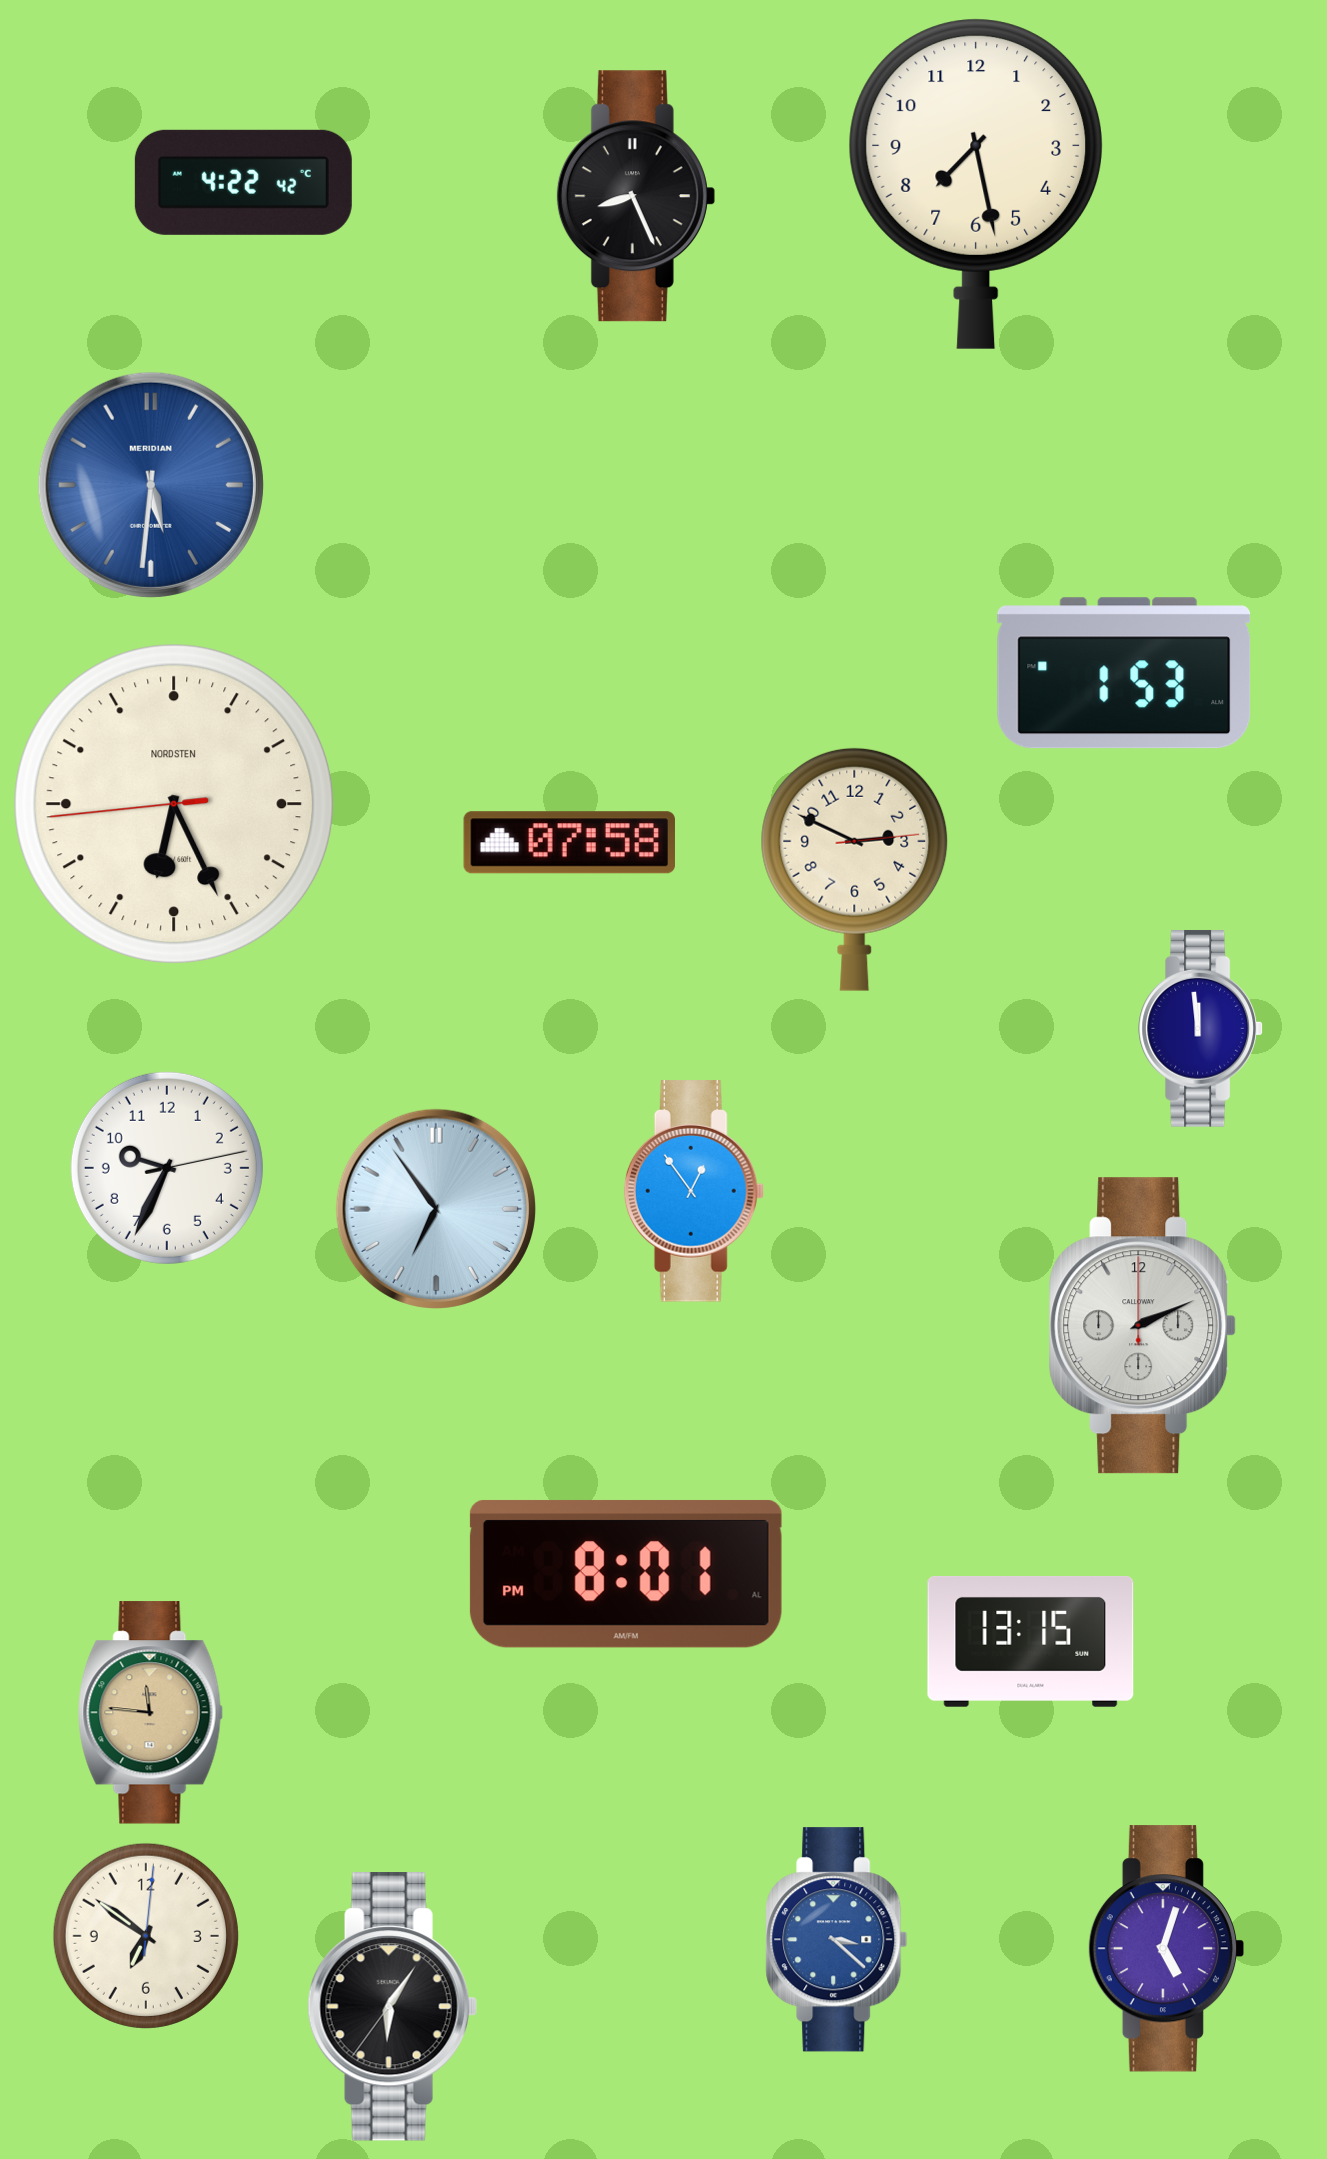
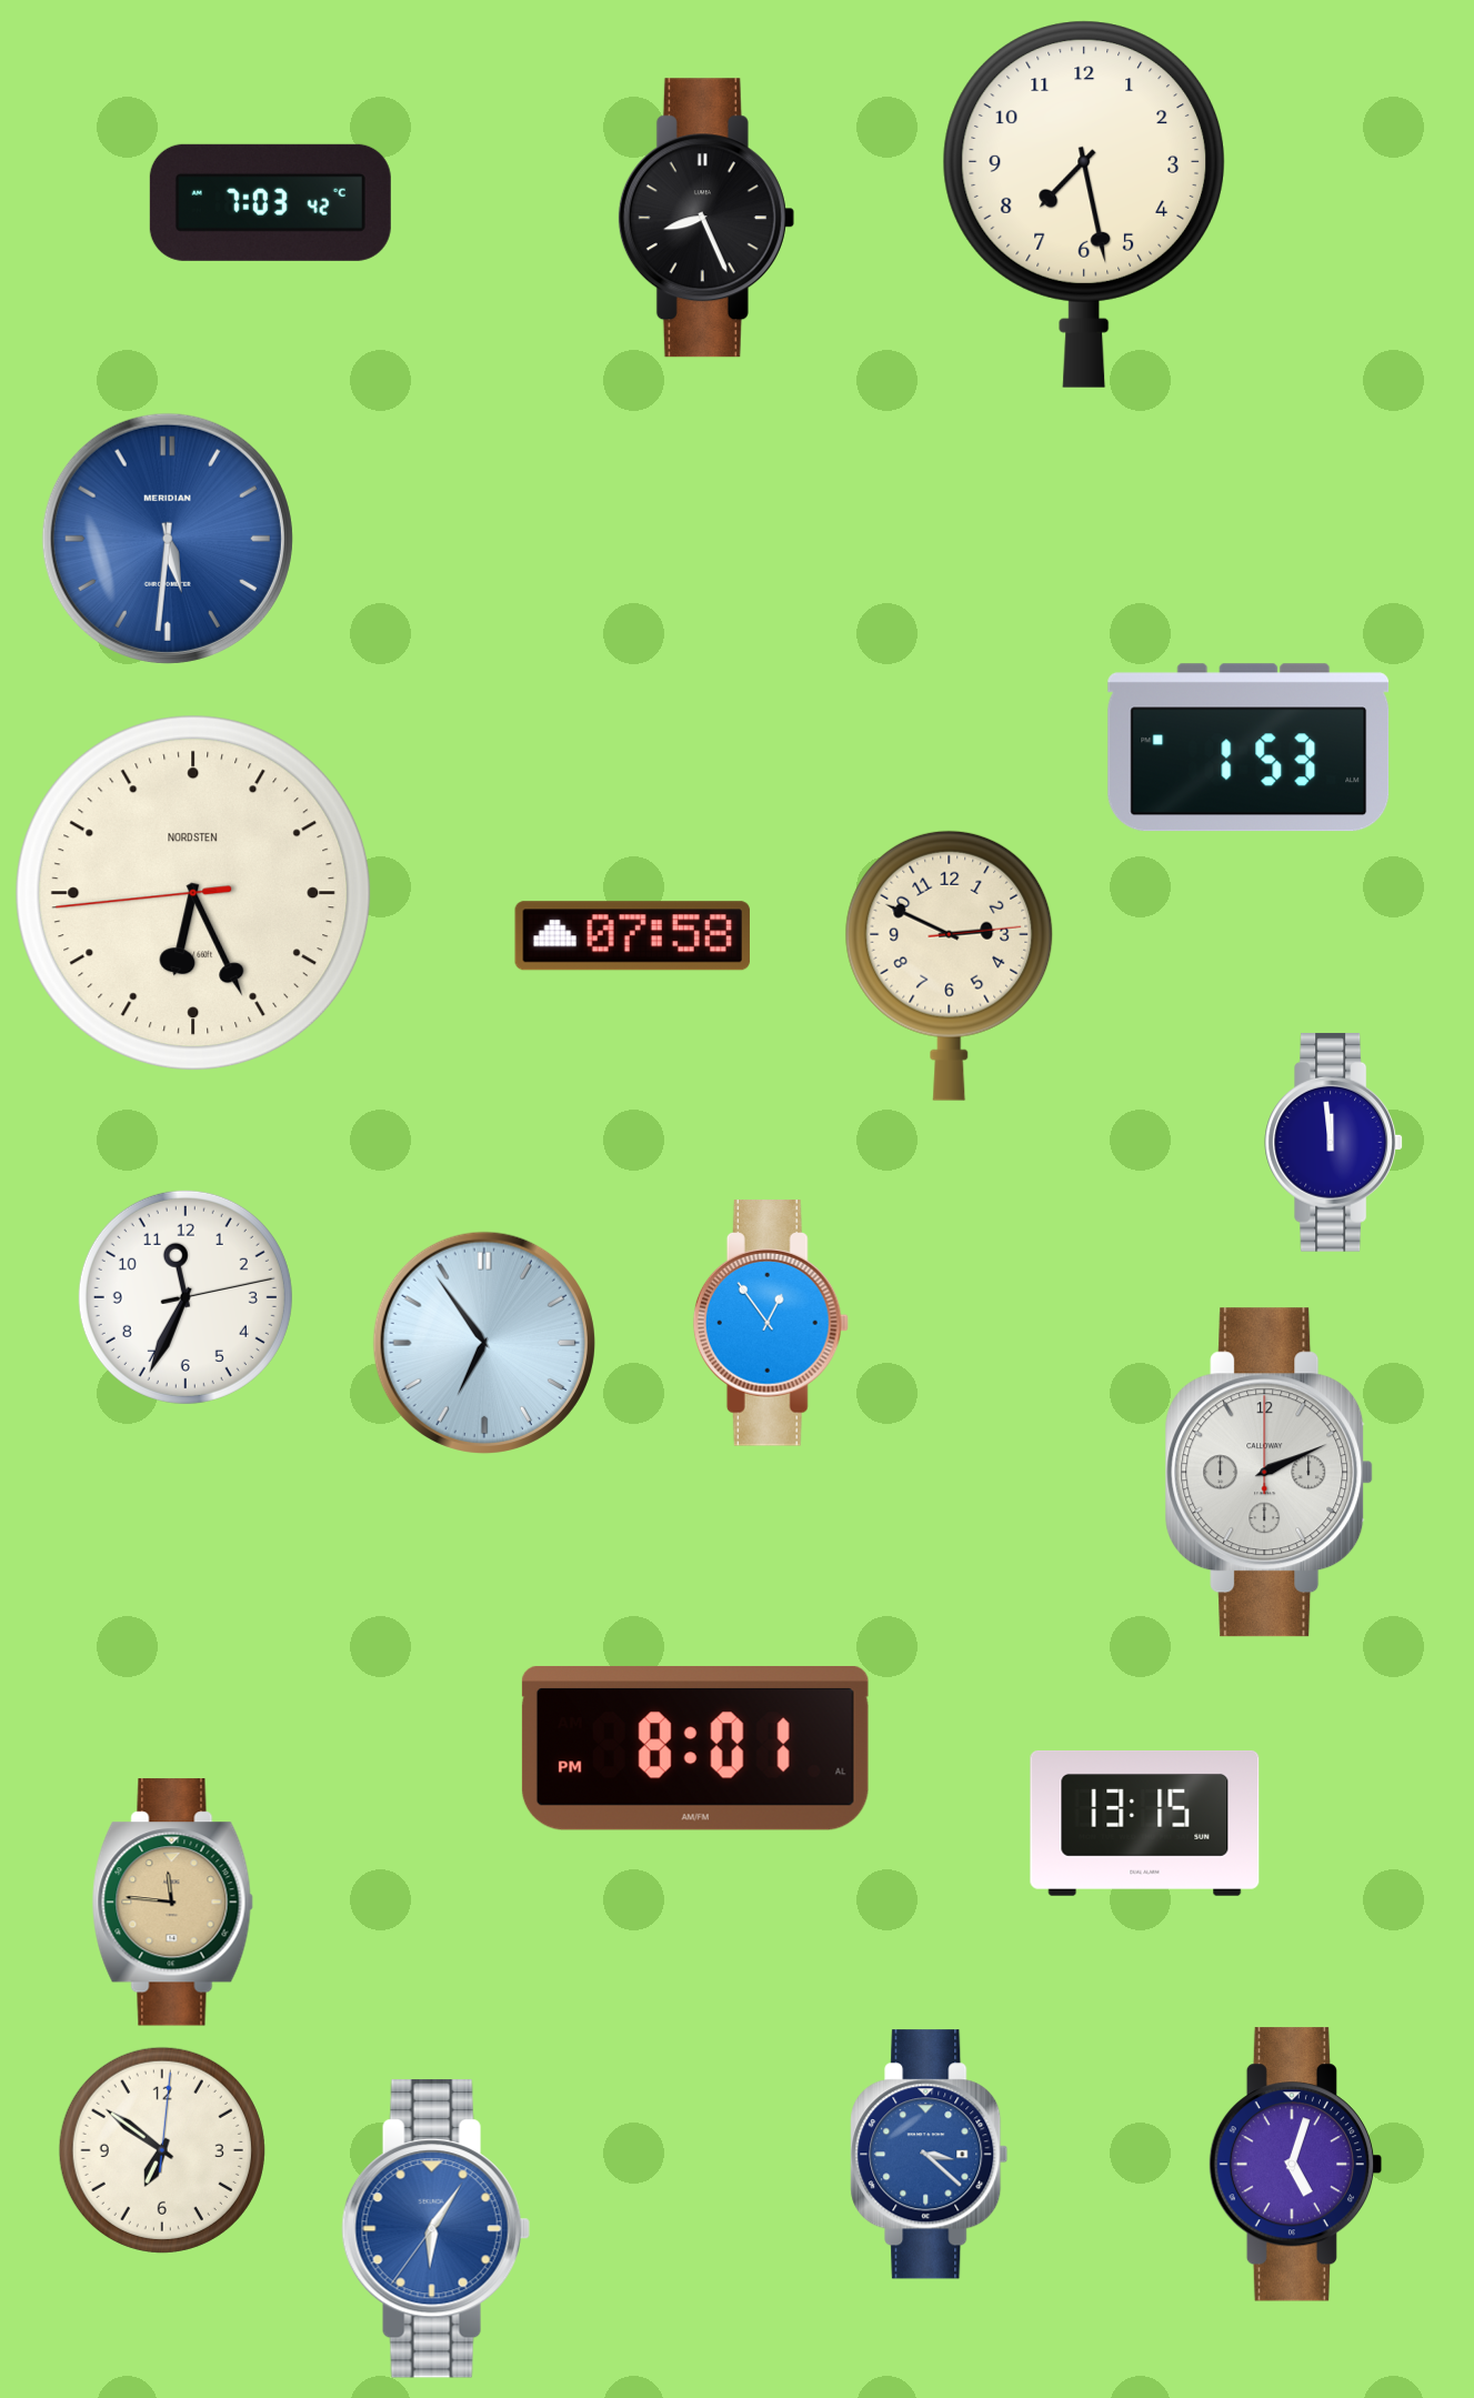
clock at (243, 182): 4:22 -> 7:03
clock at (167, 1168): 9:34 -> 11:34
clock at (150, 1713) position: (150, 1713) -> (172, 1903)
clock at (392, 2007) dial: black -> blue
